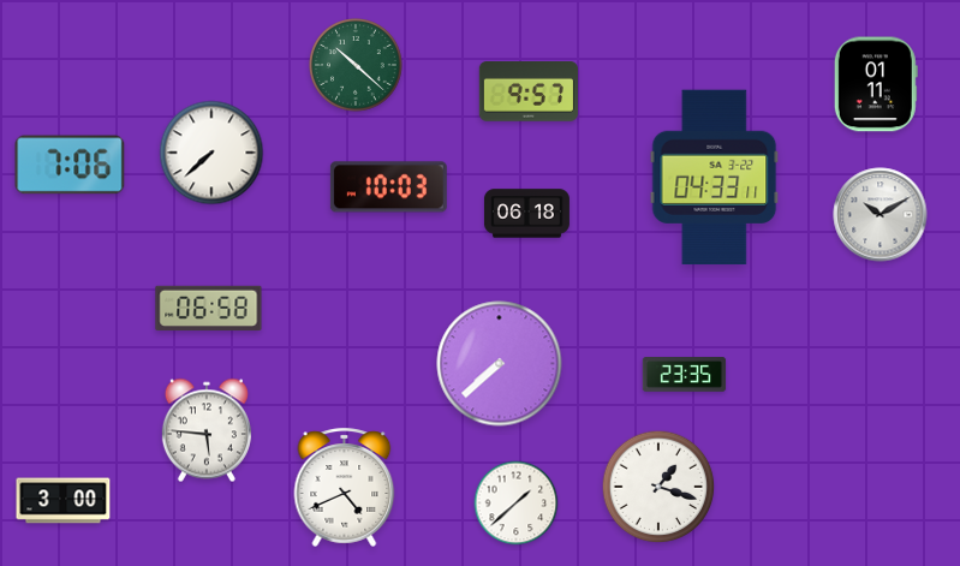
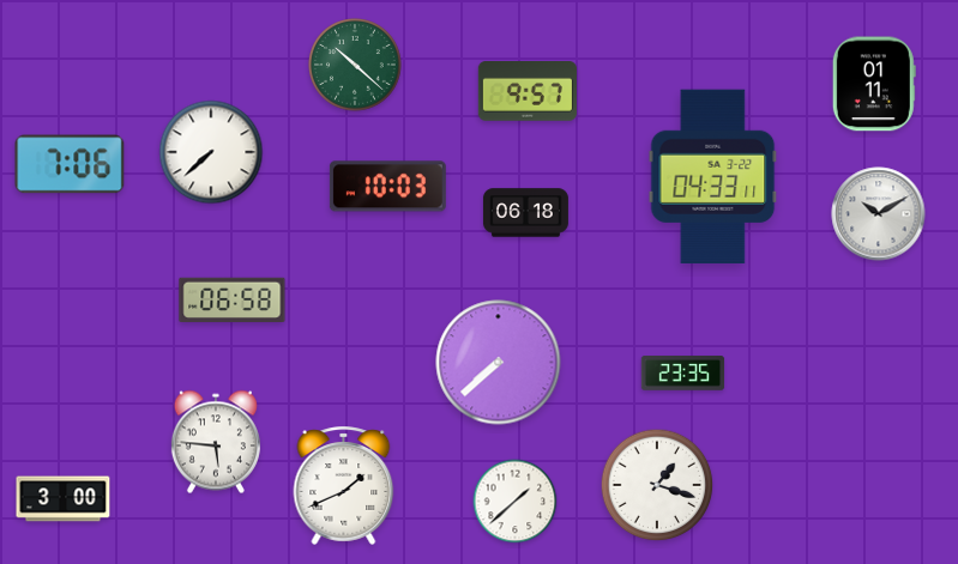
clock at (209, 308) position: (209, 308) -> (233, 299)
clock at (207, 430) position: (207, 430) -> (216, 442)
clock at (345, 487): 4:41 -> 1:41
